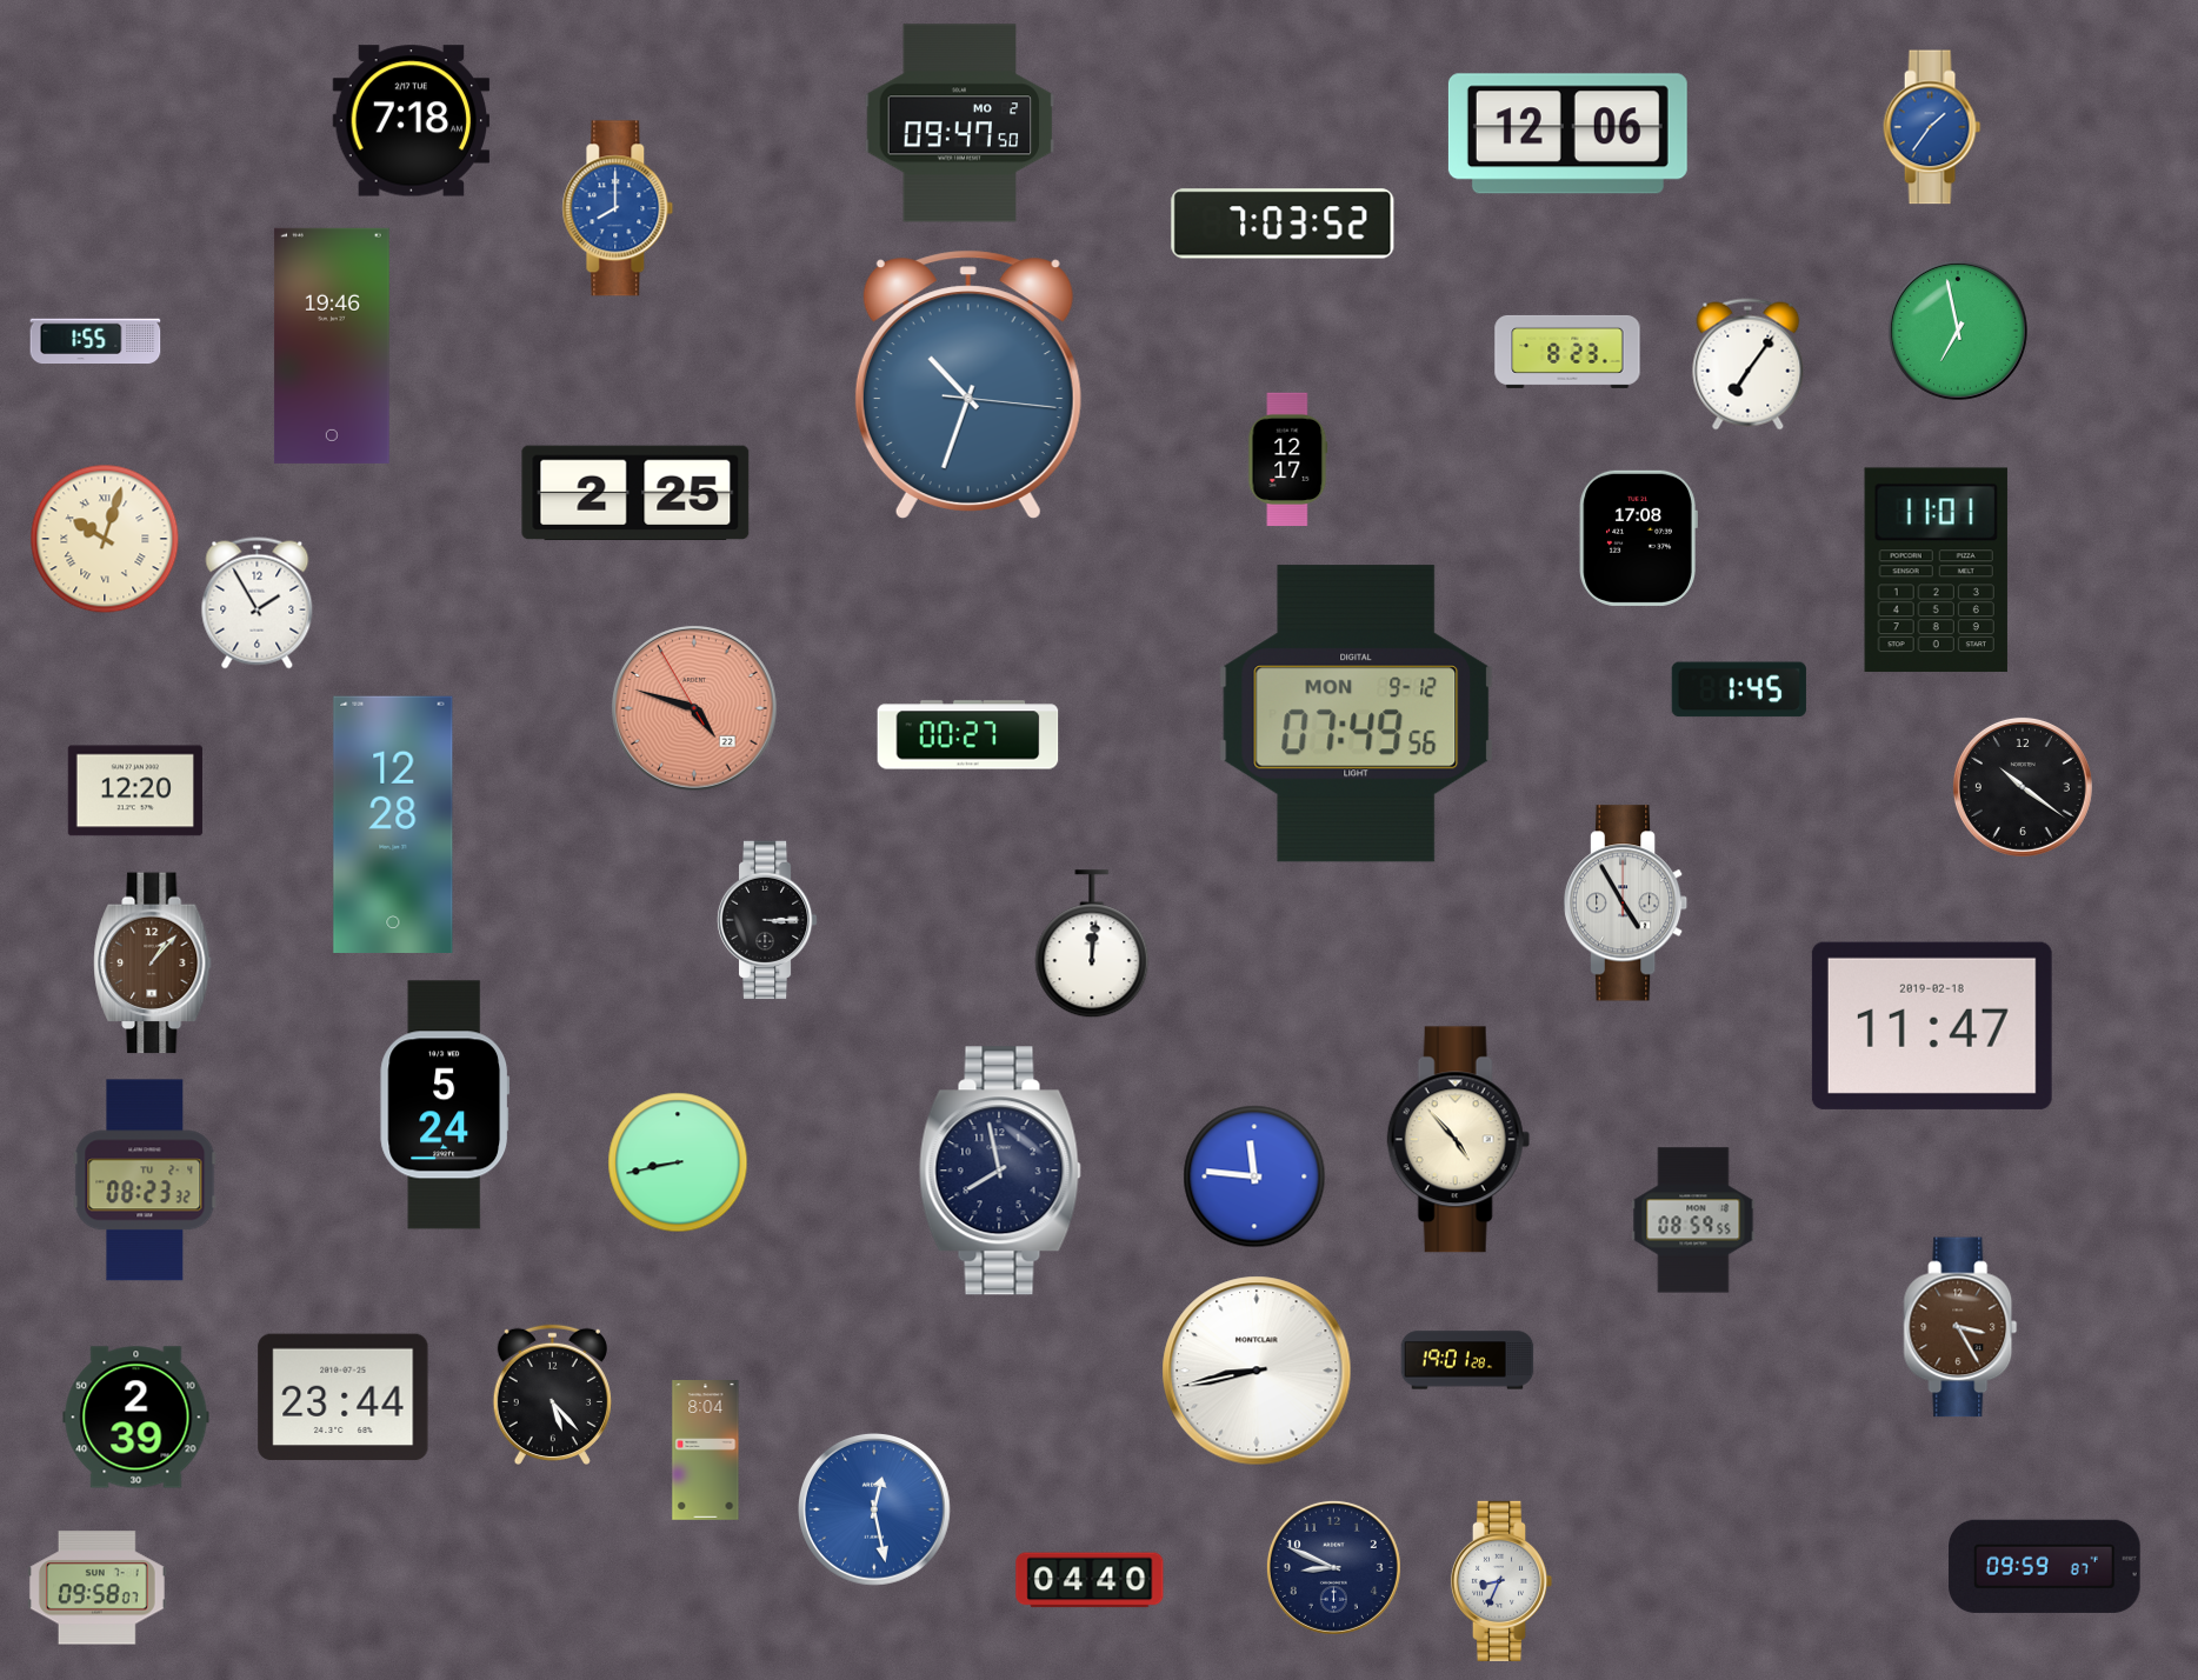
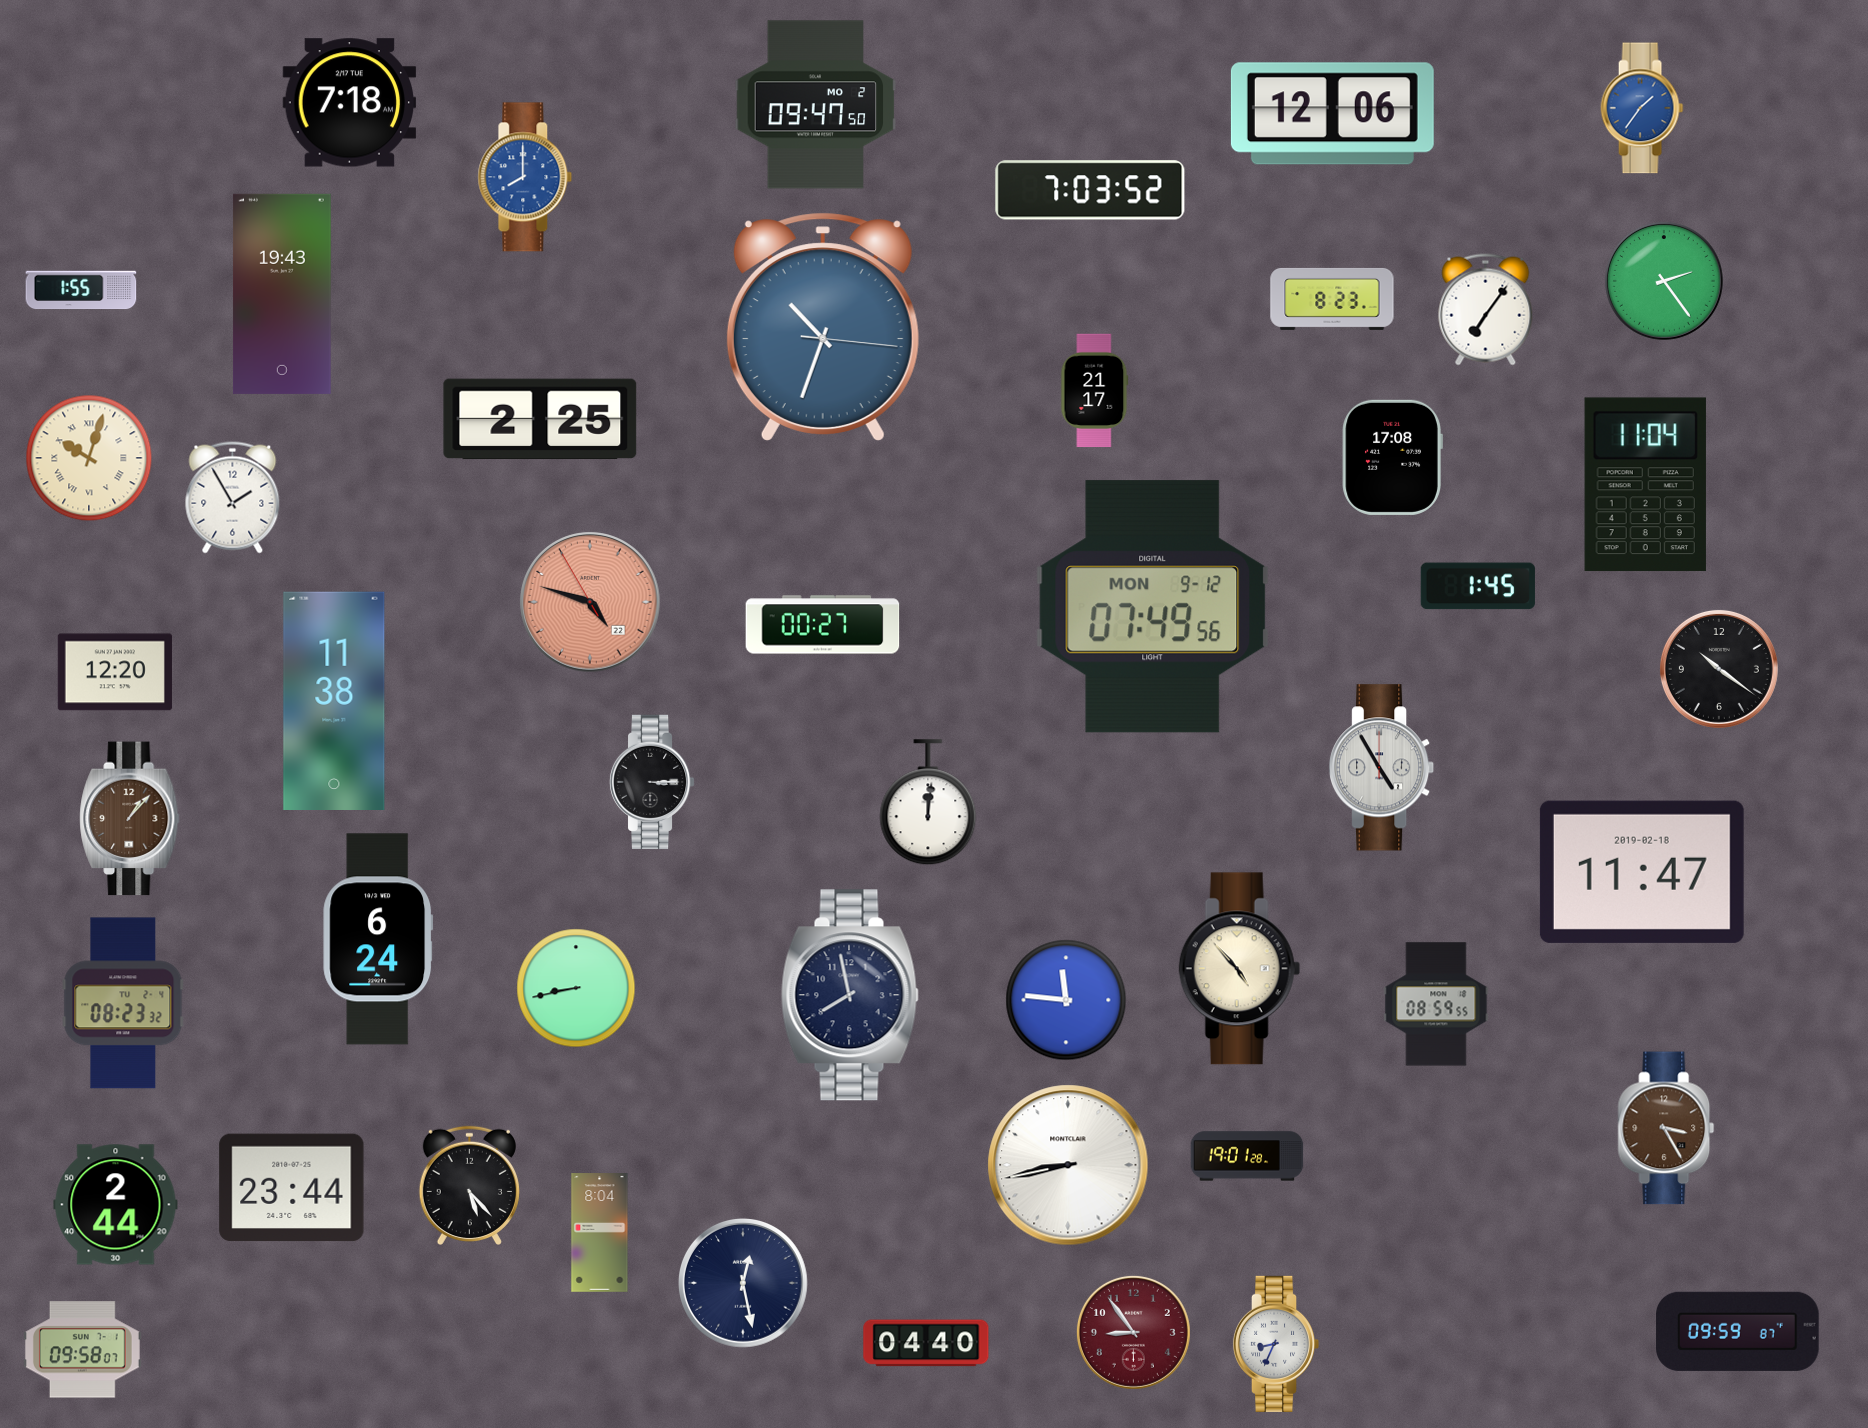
clock at (1958, 331): 6:58 -> 2:24
clock at (332, 346): 19:46 -> 19:43
clock at (1288, 460): 12:17 -> 21:17
clock at (1936, 571): 11:01 -> 11:04
clock at (258, 604) position: (258, 604) -> (233, 498)
clock at (393, 825): 12:28 -> 11:38
clock at (445, 1105): 5:24 -> 6:24
clock at (1693, 1220) position: (1693, 1220) -> (1436, 1004)
clock at (136, 1418): 2:39 -> 2:44
clock at (874, 1509) dial: blue -> navy
clock at (1333, 1567): 8:49 -> 8:54
clock at (1333, 1567) dial: navy -> burgundy
